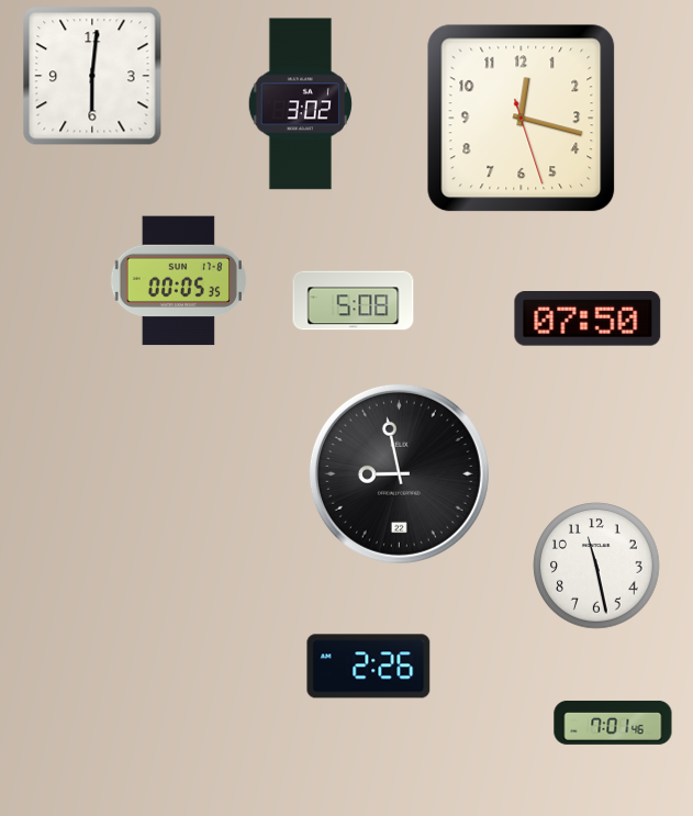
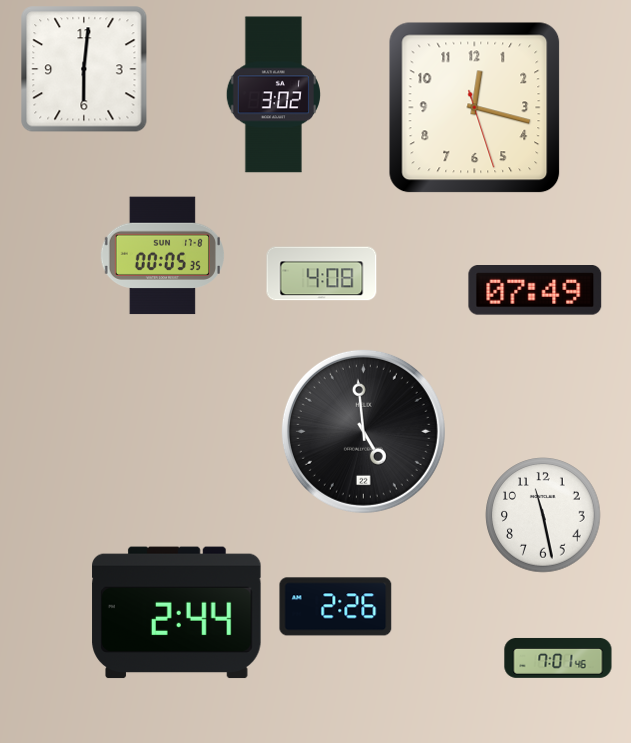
clock at (354, 301): 5:08 -> 4:08
clock at (588, 320): 07:50 -> 07:49
clock at (399, 473): 8:58 -> 4:59
clock at (177, 613): none -> 2:44
